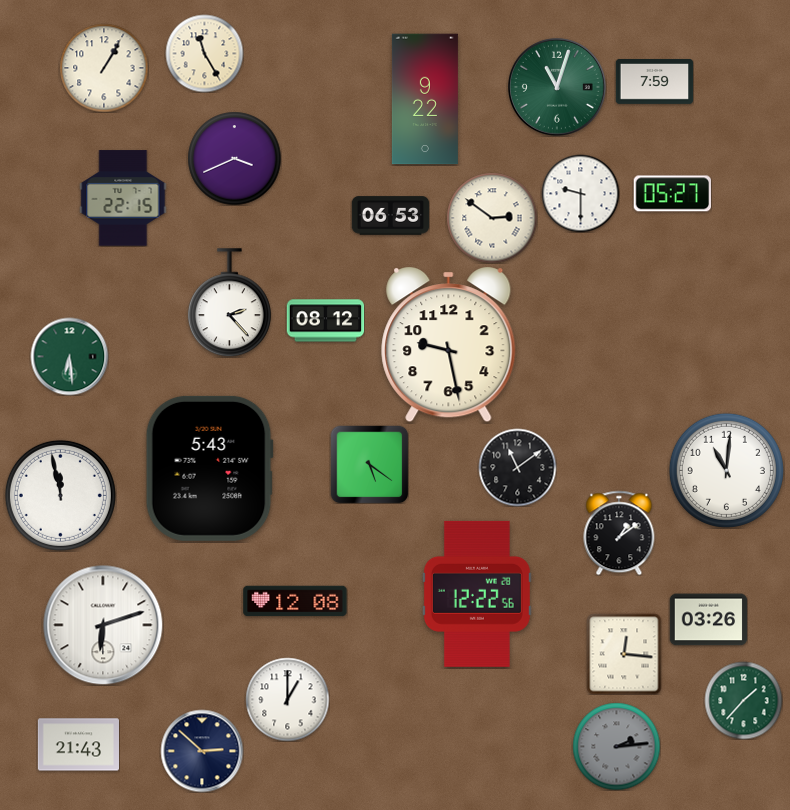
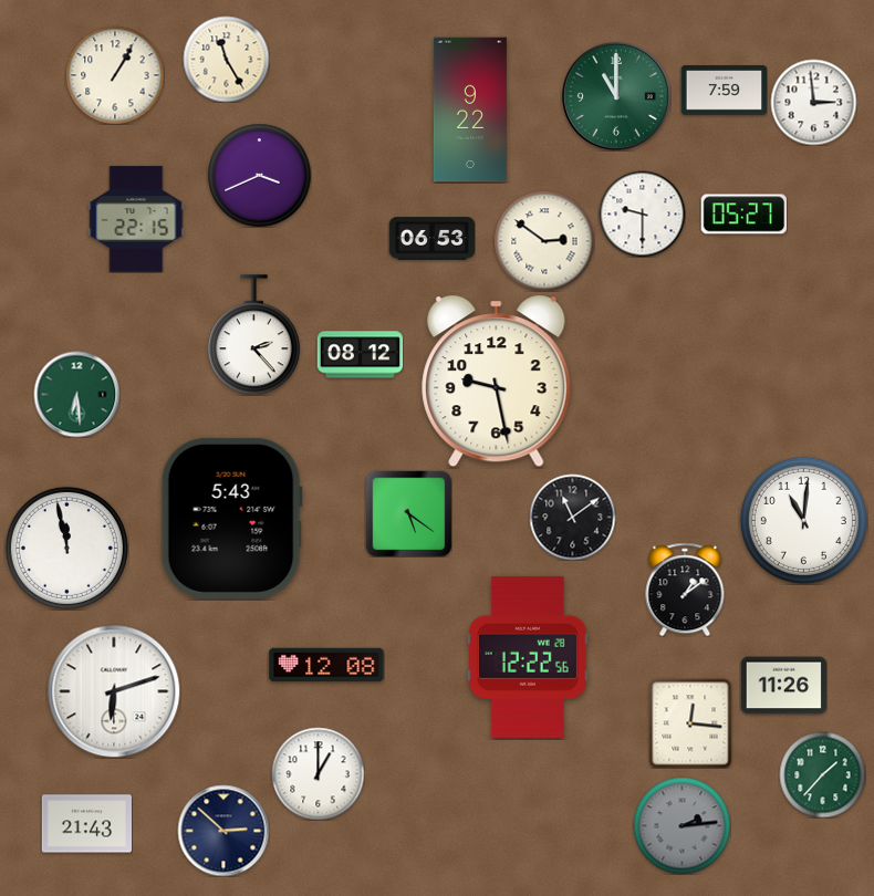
clock at (557, 87): 11:03 -> 11:00
clock at (813, 102): none -> 2:59
clock at (708, 620): 03:26 -> 11:26
